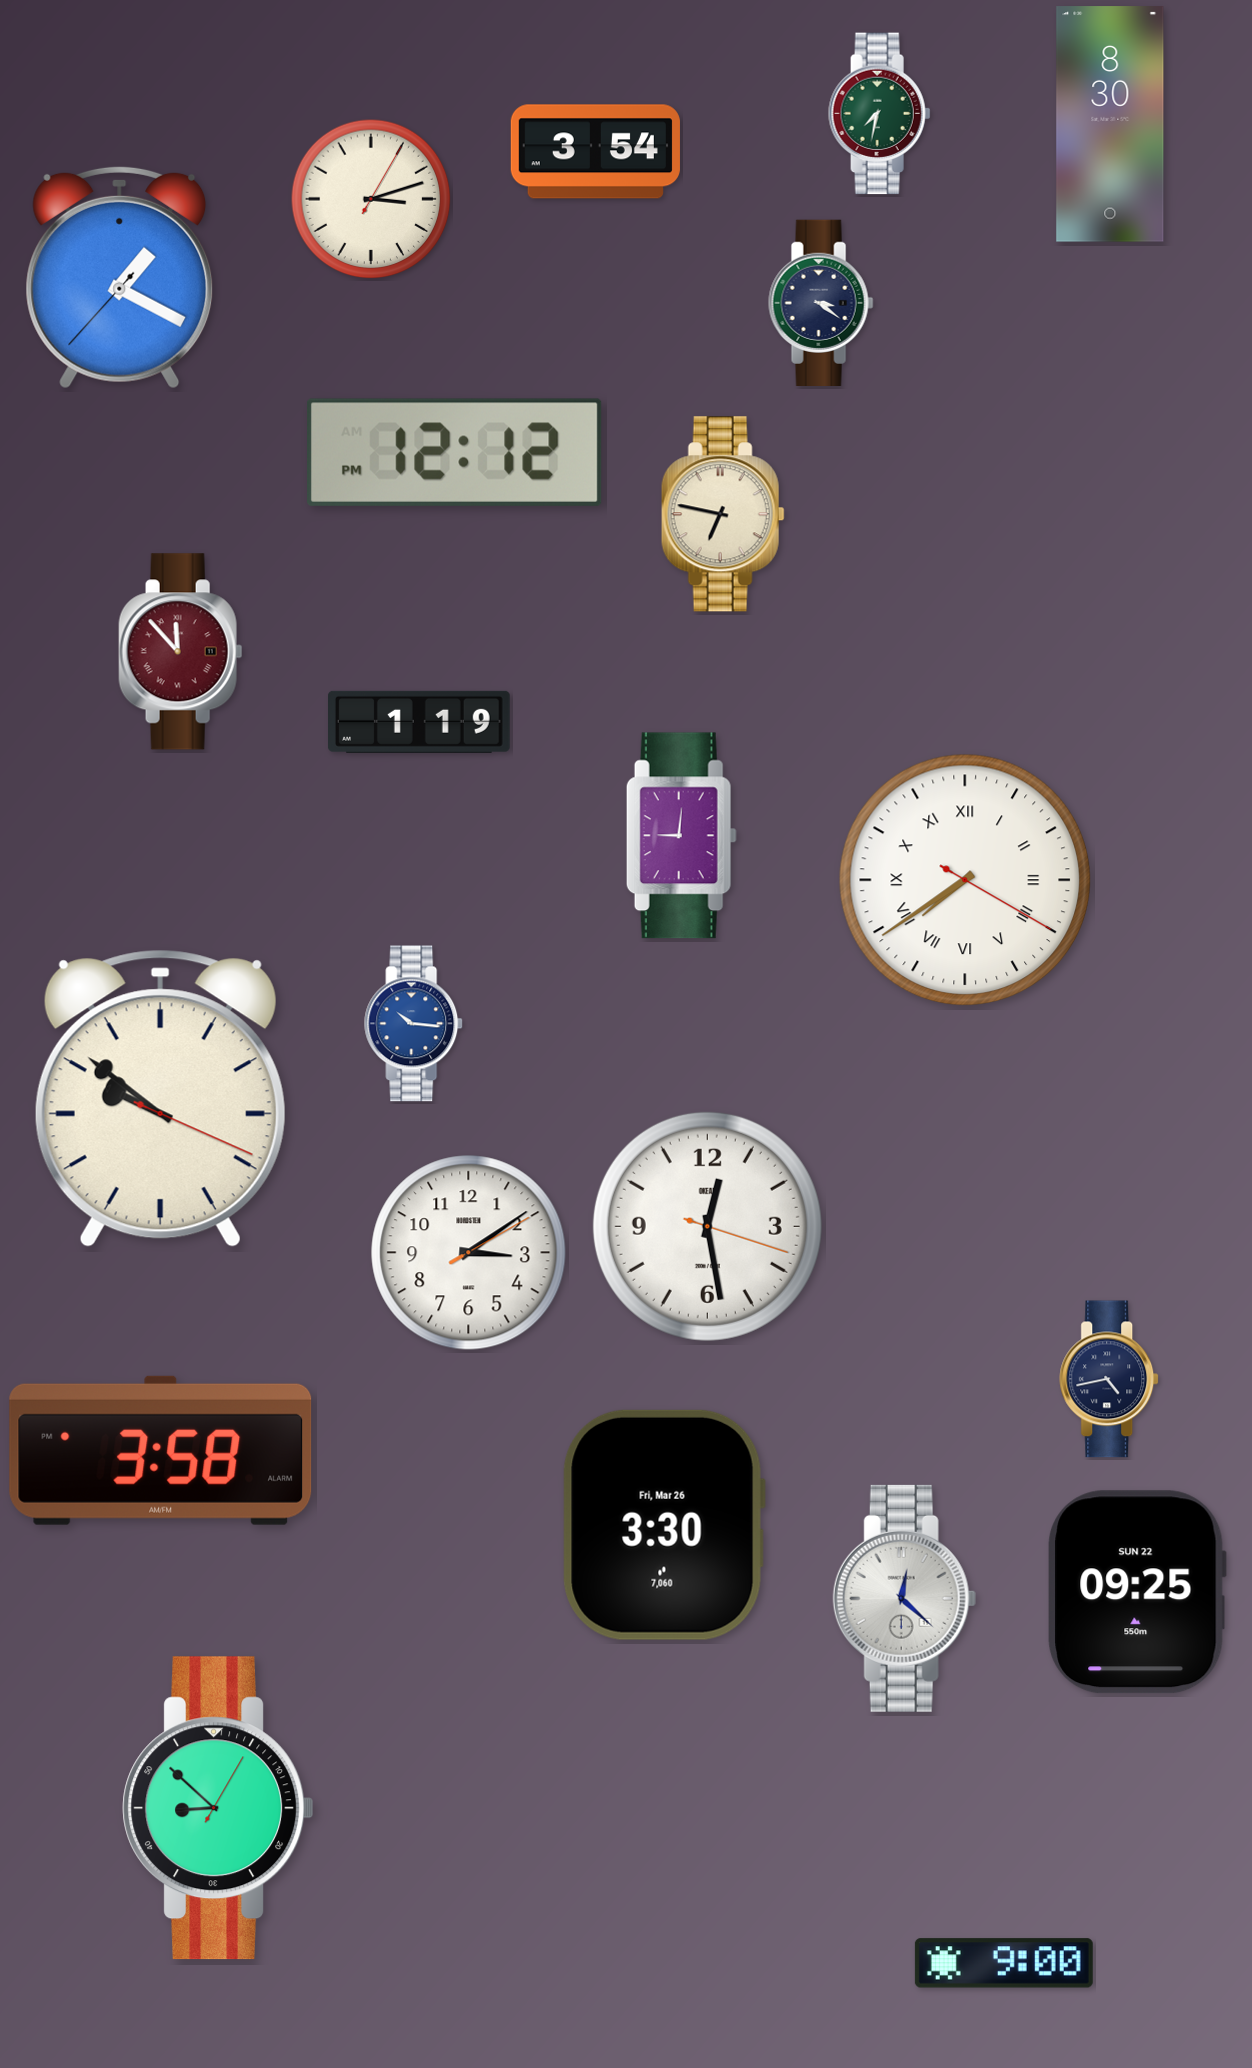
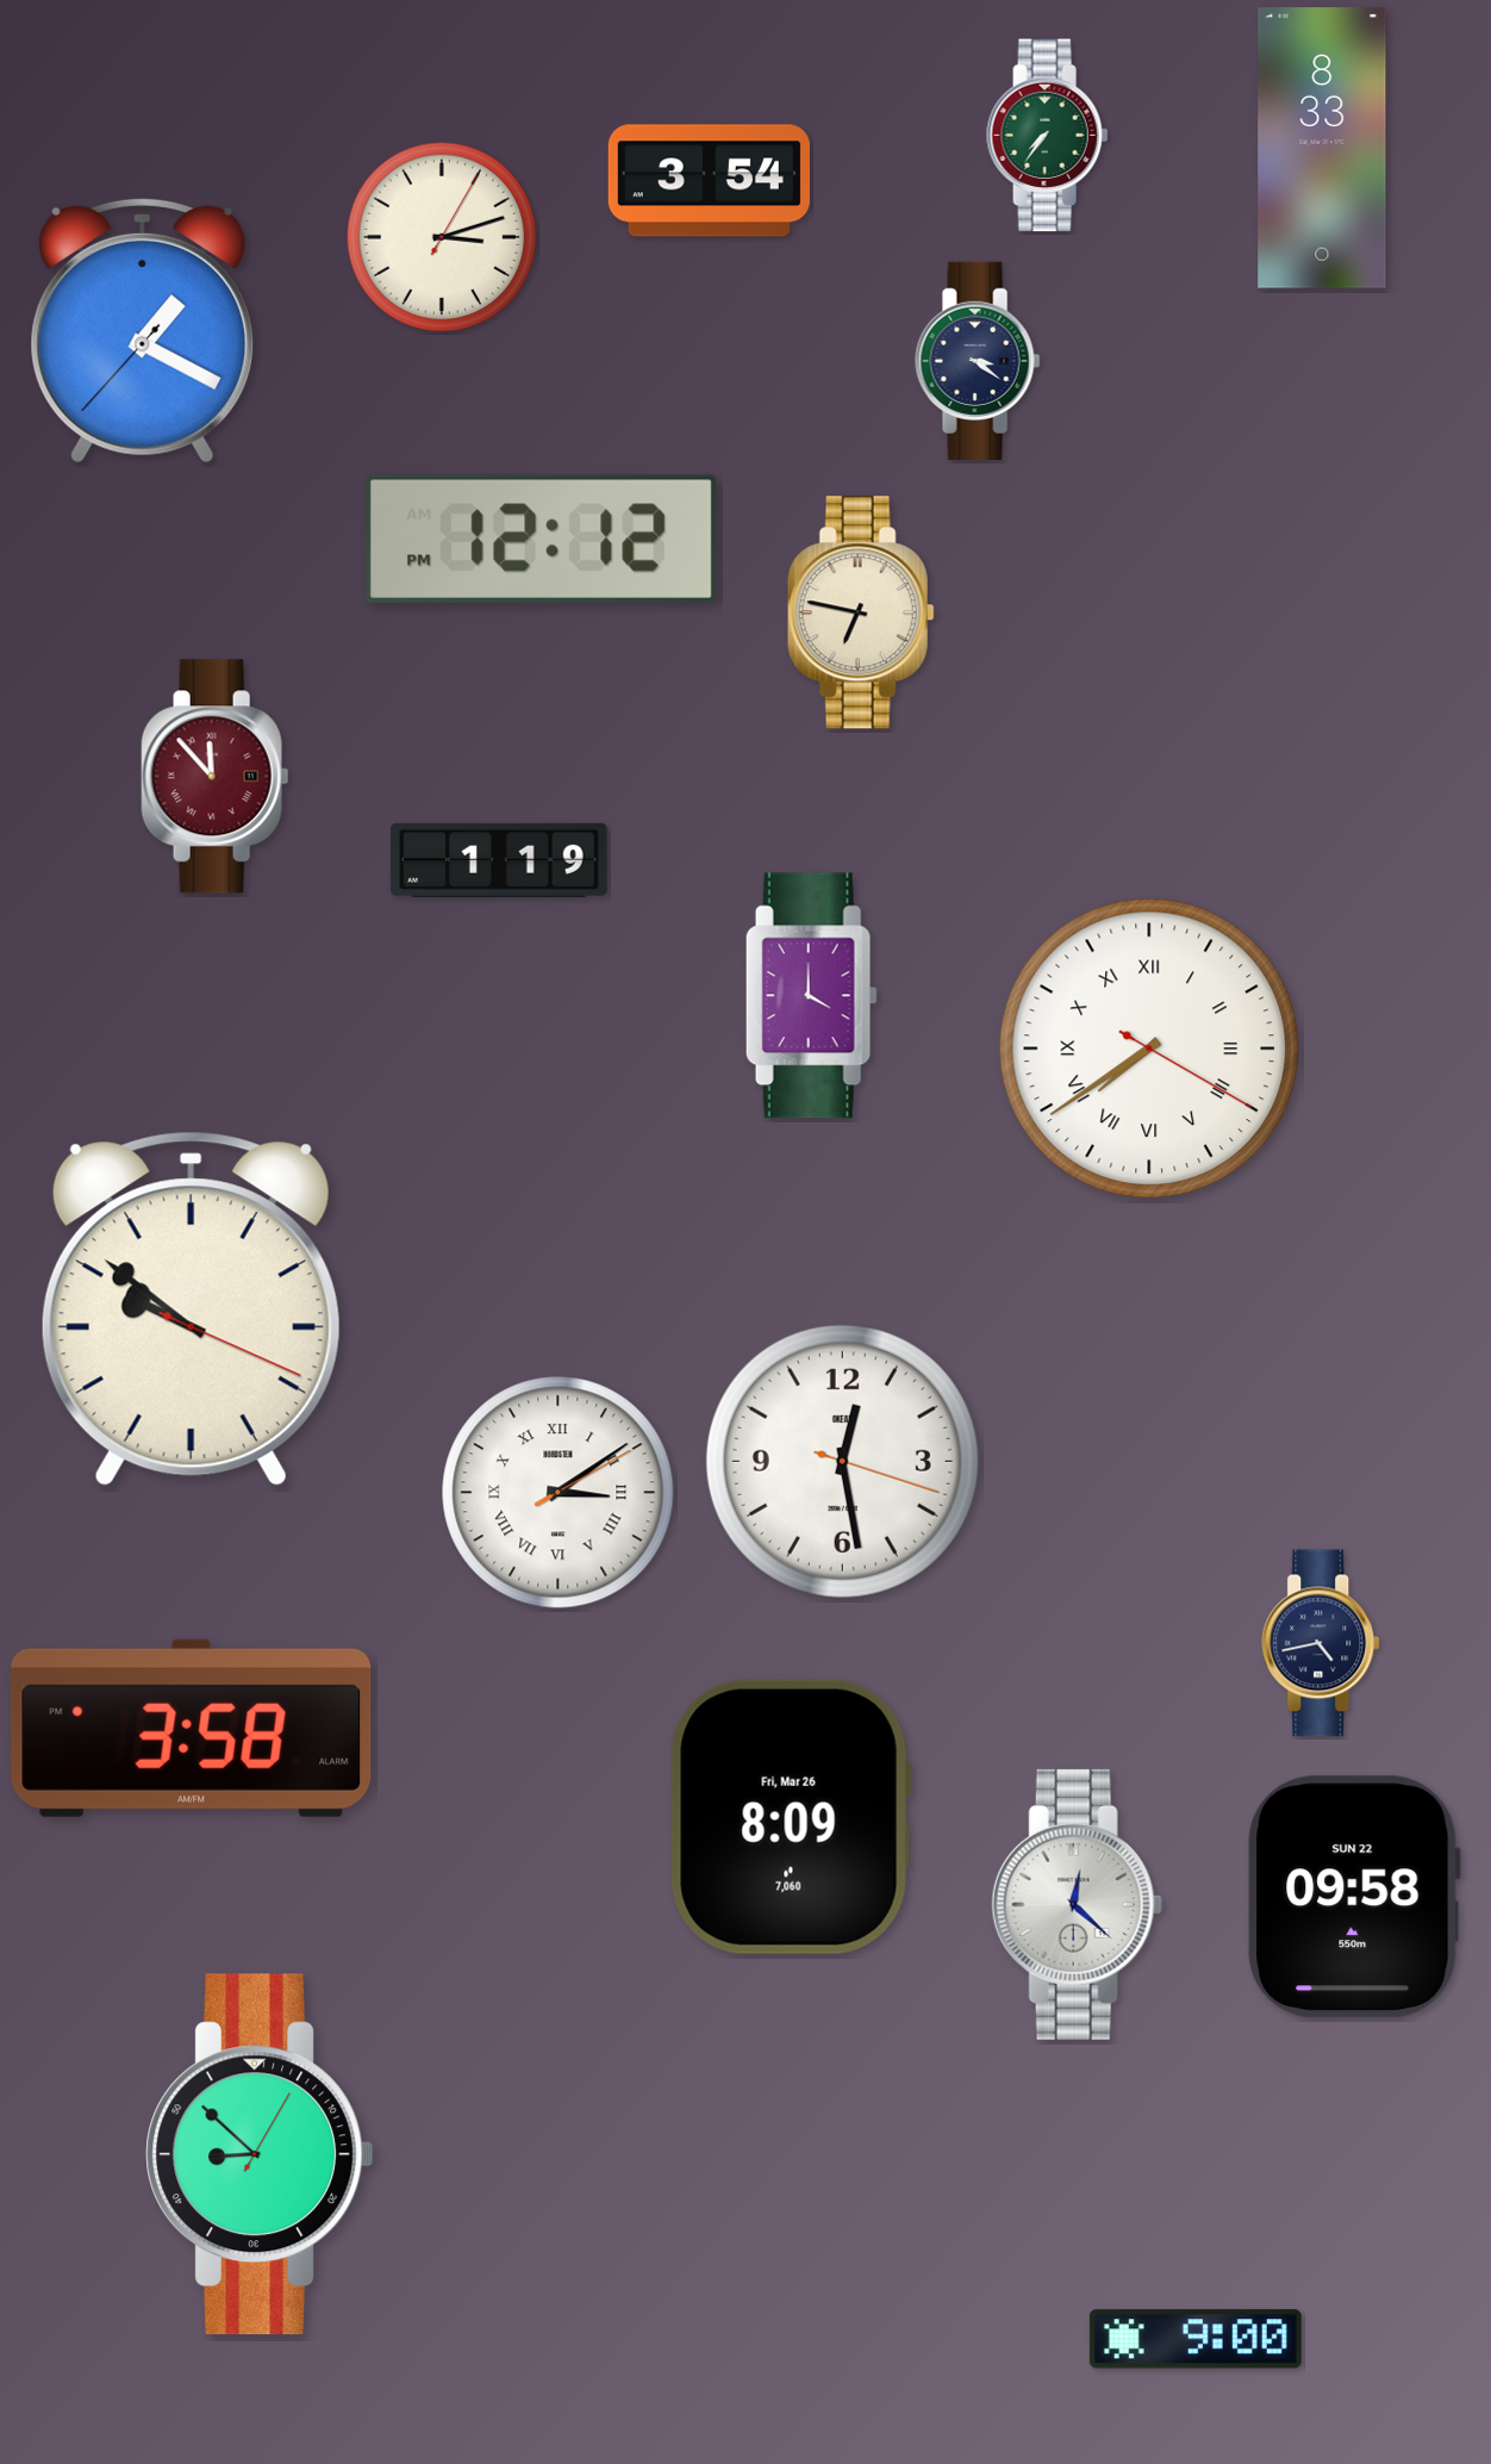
clock at (880, 114): 7:32 -> 7:36
clock at (1110, 124): 8:30 -> 8:33
clock at (681, 836): 9:01 -> 4:00
clock at (414, 1024): 10:16 -> none
clock at (469, 1253) numerals: Arabic -> Roman
clock at (664, 1525): 3:30 -> 8:09
clock at (1137, 1592): 09:25 -> 09:58
